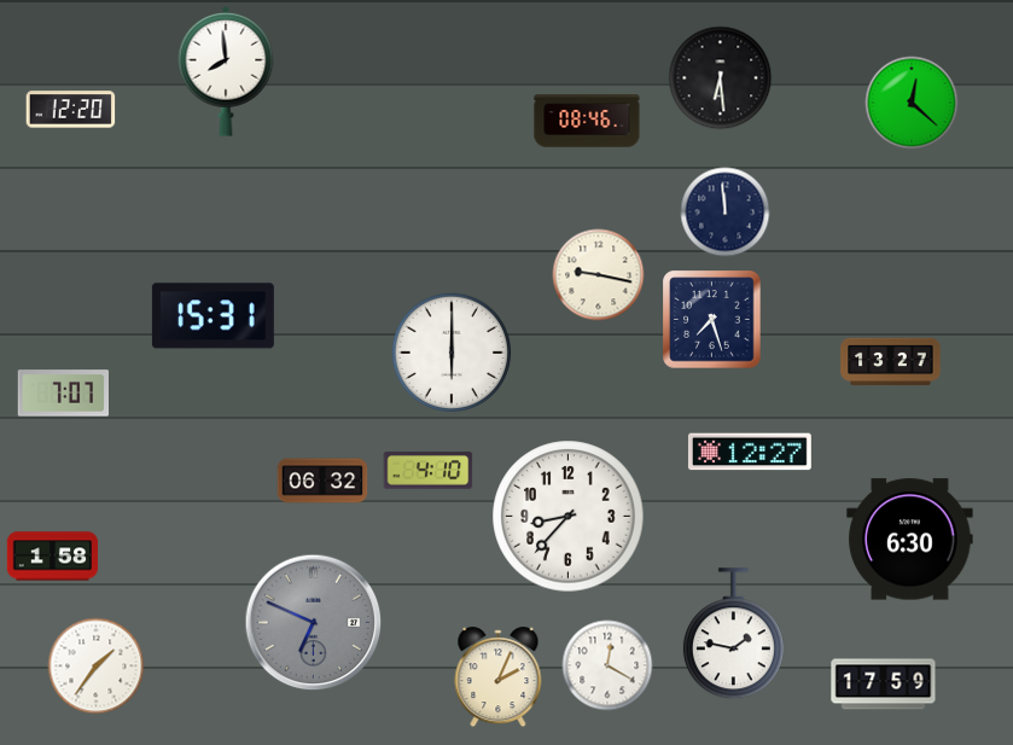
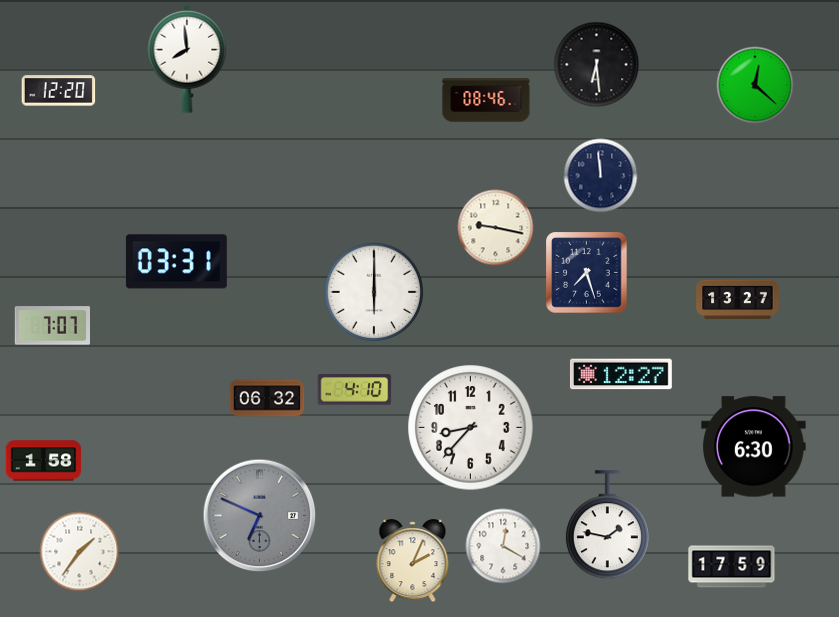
clock at (213, 316): 15:31 -> 03:31
clock at (712, 320) position: (712, 320) -> (587, 273)
clock at (607, 665) position: (607, 665) -> (503, 546)
